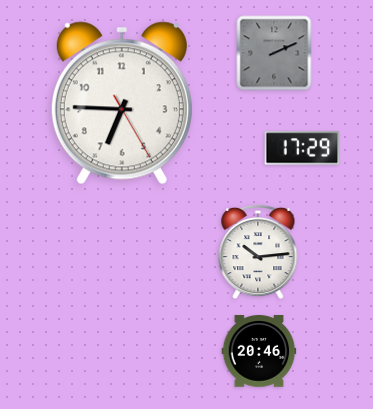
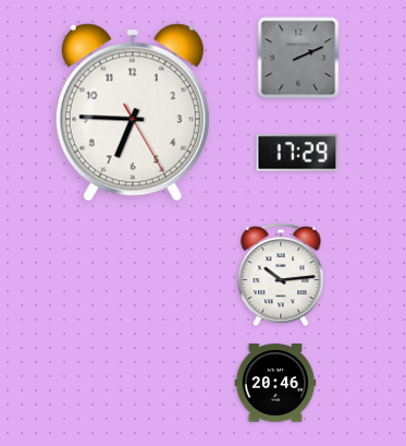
clock at (302, 148) position: (302, 148) -> (297, 153)
clock at (259, 351) position: (259, 351) -> (275, 383)
